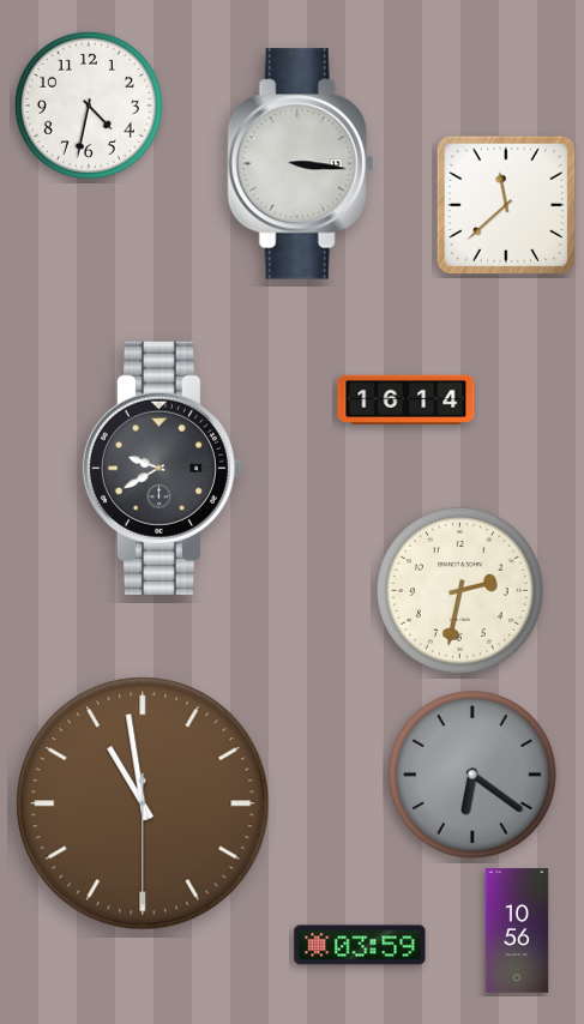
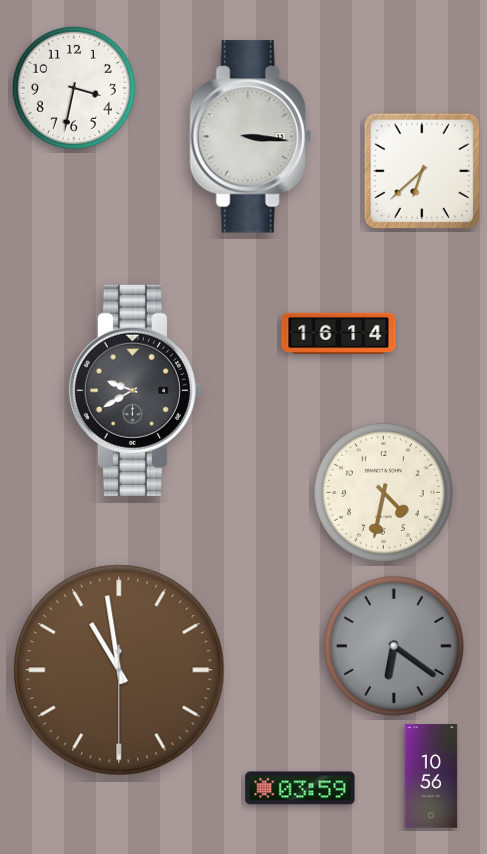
clock at (89, 106): 4:32 -> 3:32
clock at (505, 204): 11:38 -> 6:38
clock at (459, 590): 2:32 -> 4:32
